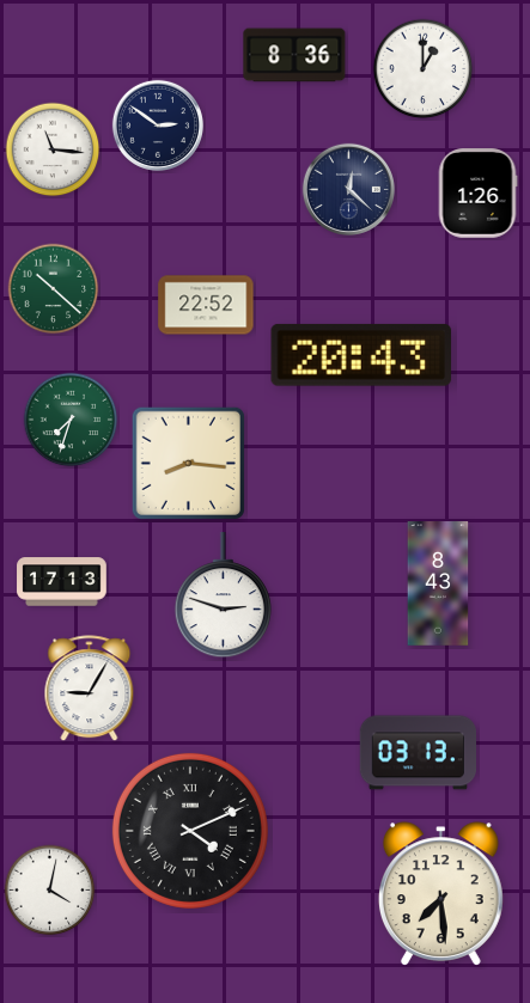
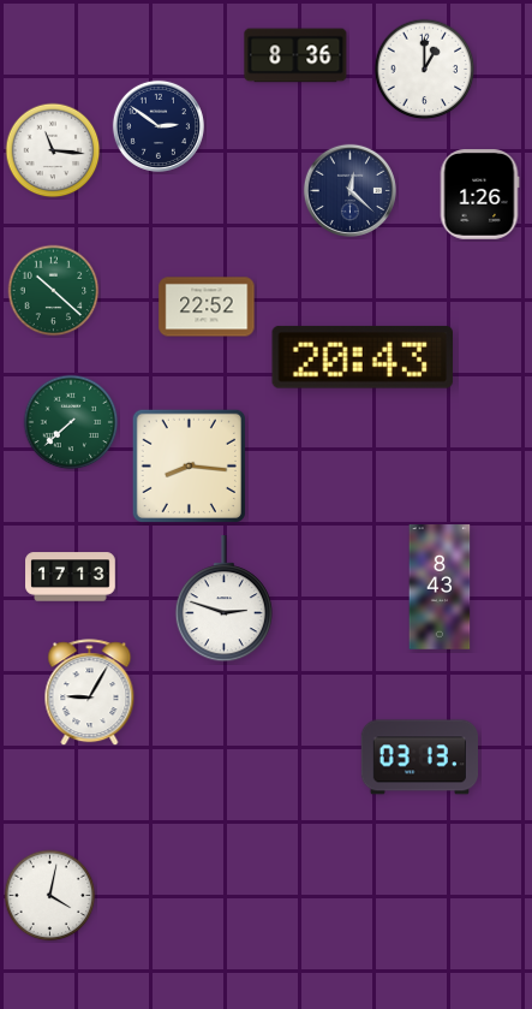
clock at (71, 420): 7:33 -> 7:38
clock at (62, 582) position: (62, 582) -> (71, 577)
clock at (190, 831): 4:11 -> none
clock at (440, 894): 7:29 -> none
